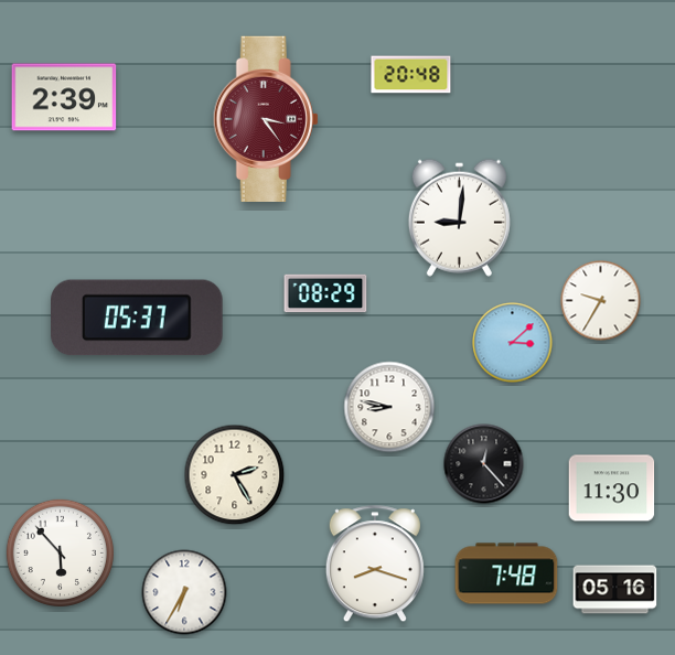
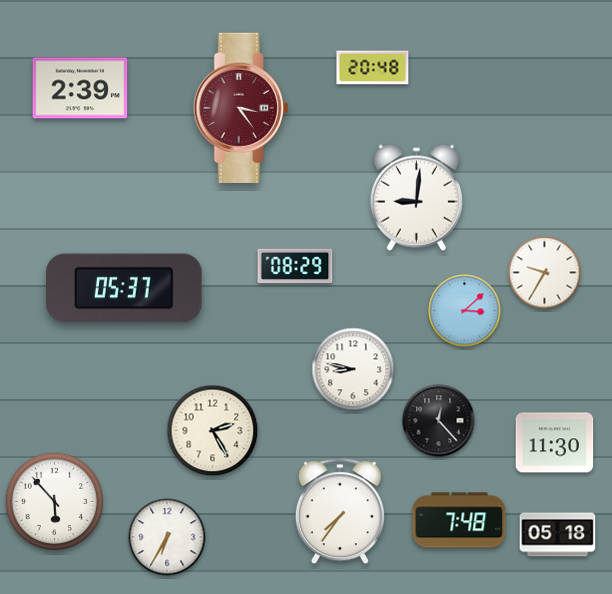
clock at (64, 97) position: (64, 97) -> (80, 88)
clock at (375, 565): 8:18 -> 7:36
clock at (615, 590): 05:16 -> 05:18
